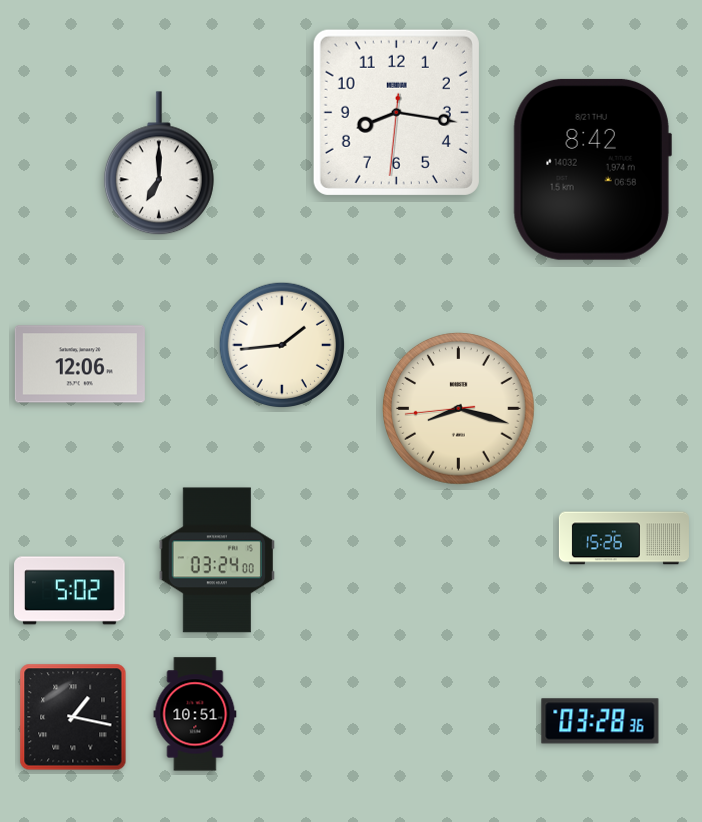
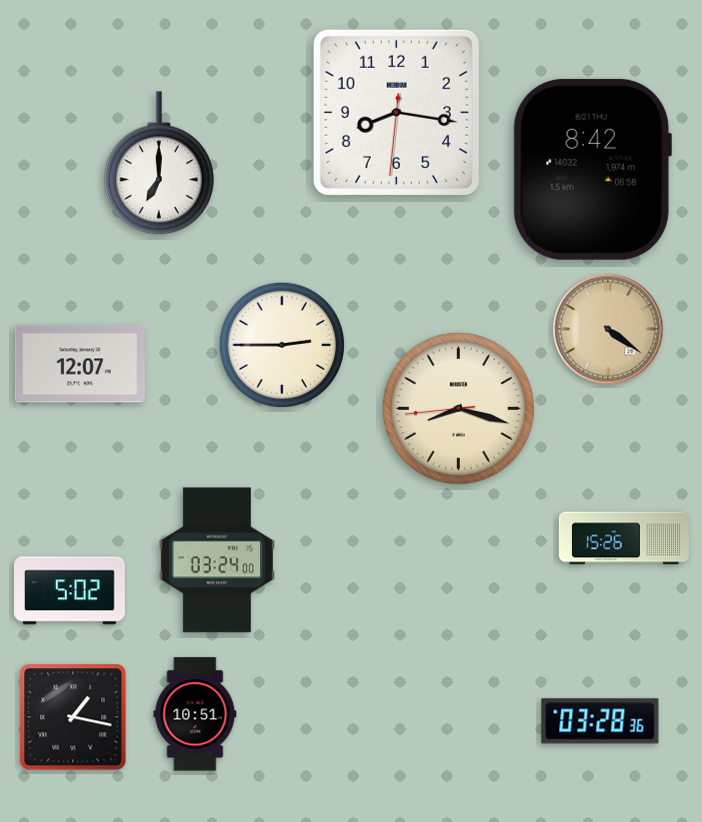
clock at (608, 329): none -> 4:21
clock at (281, 344): 1:44 -> 2:45
clock at (80, 364): 12:06 -> 12:07
